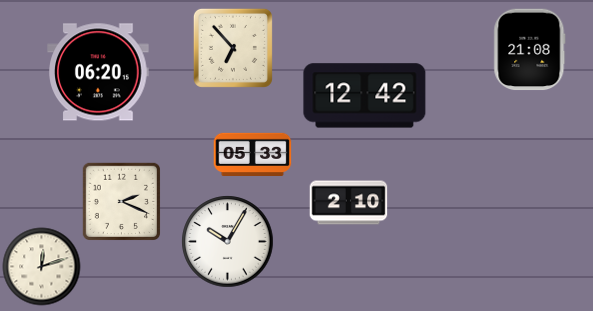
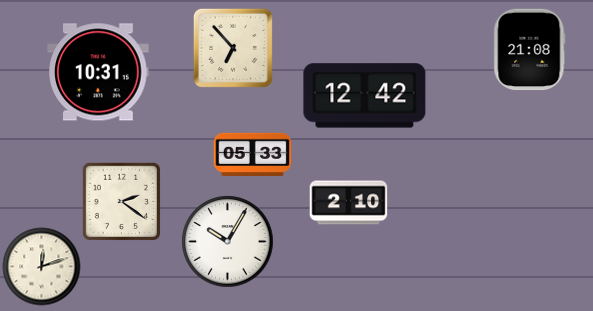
clock at (98, 72): 06:20 -> 10:31
clock at (121, 201): 2:19 -> 2:21
